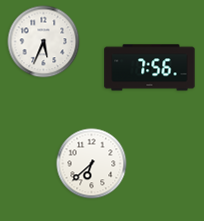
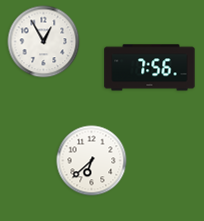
clock at (44, 42): 5:34 -> 12:55
clock at (92, 164) position: (92, 164) -> (92, 161)
